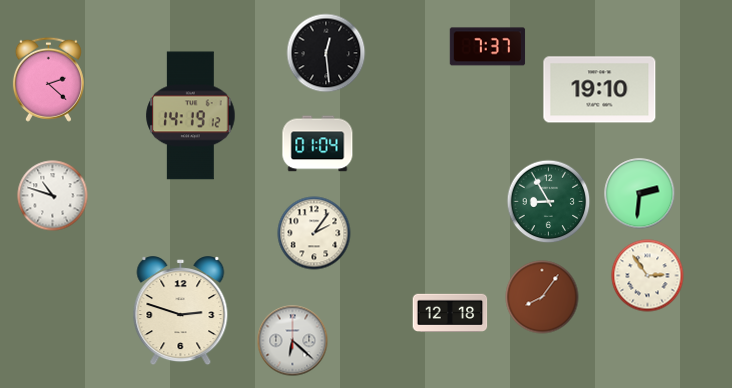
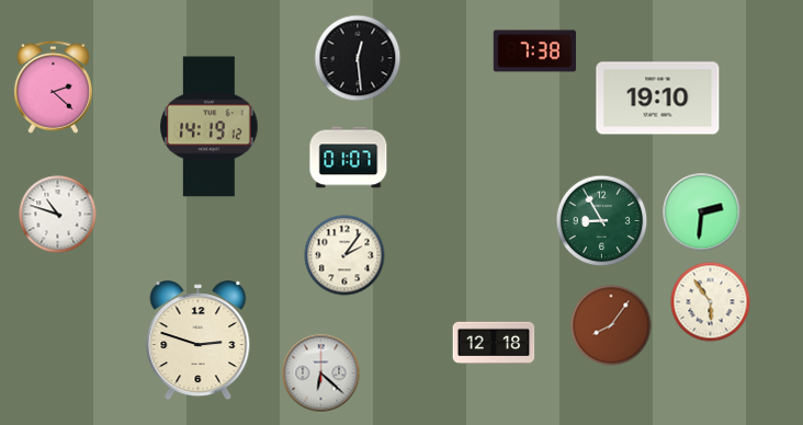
clock at (488, 47): 7:37 -> 7:38
clock at (318, 144): 01:04 -> 01:07
clock at (648, 276): 2:54 -> 5:54
clock at (542, 297) position: (542, 297) -> (611, 325)
